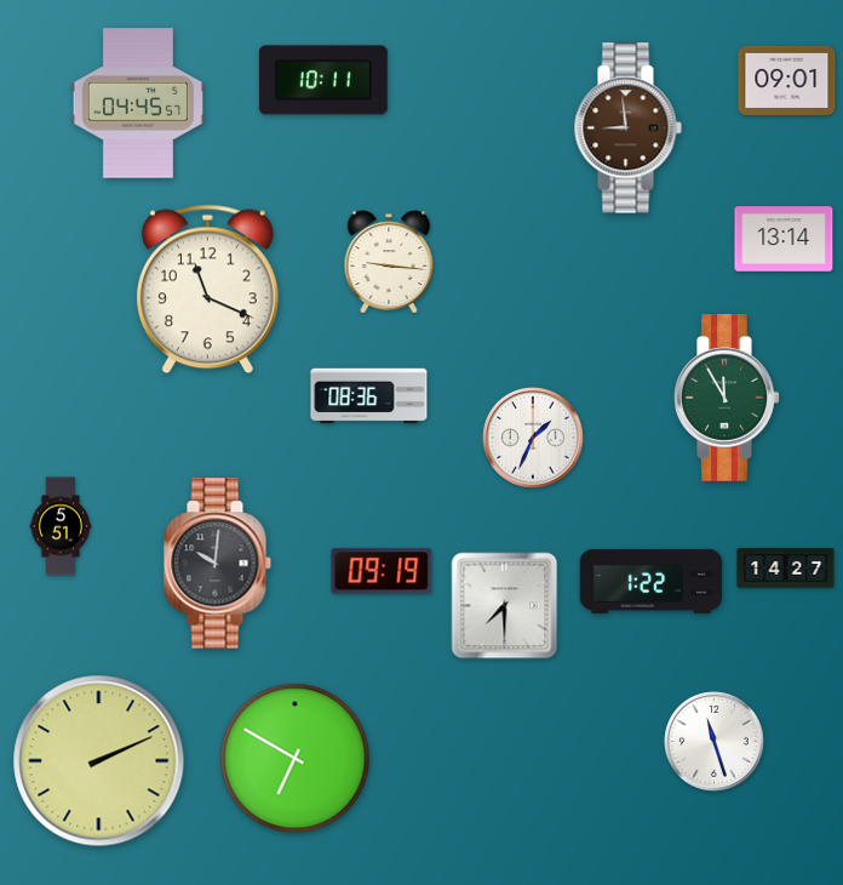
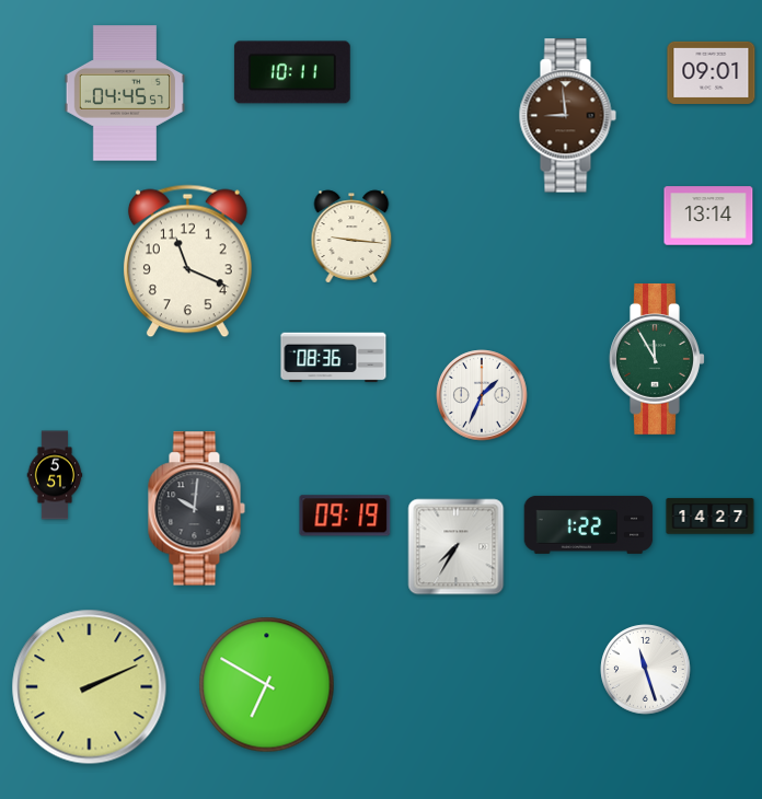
clock at (786, 569) position: (786, 569) -> (711, 517)
clock at (505, 606): 7:30 -> 7:35
